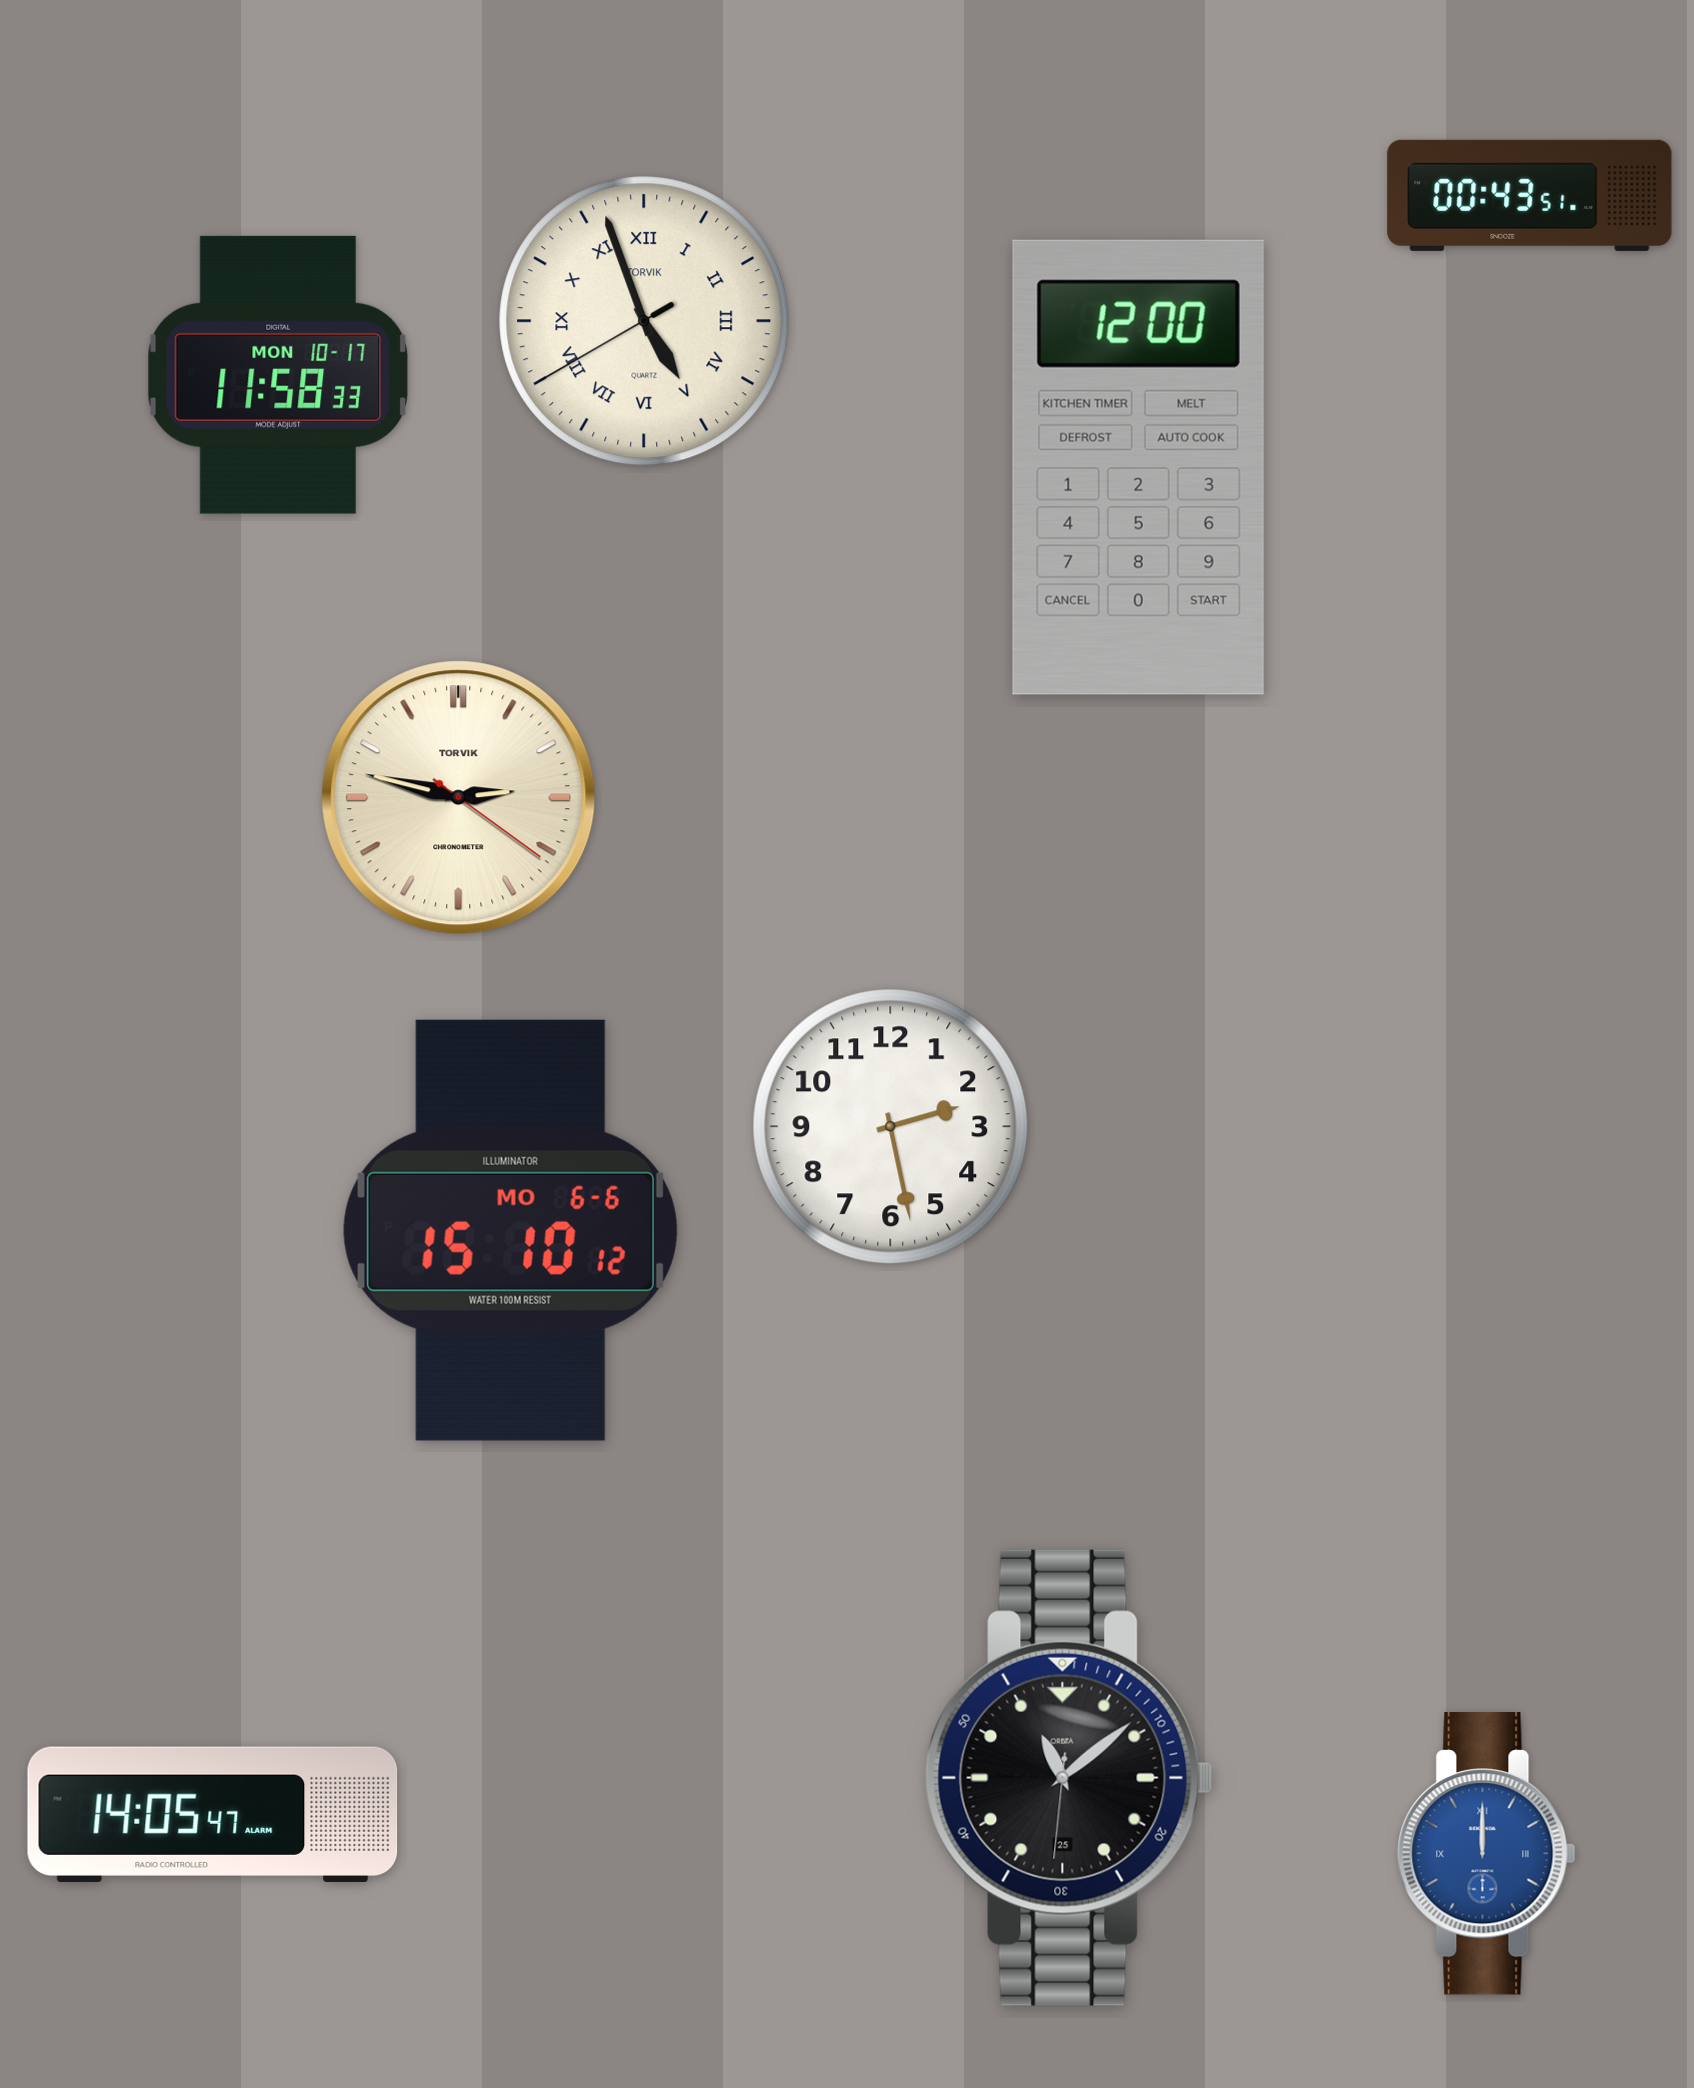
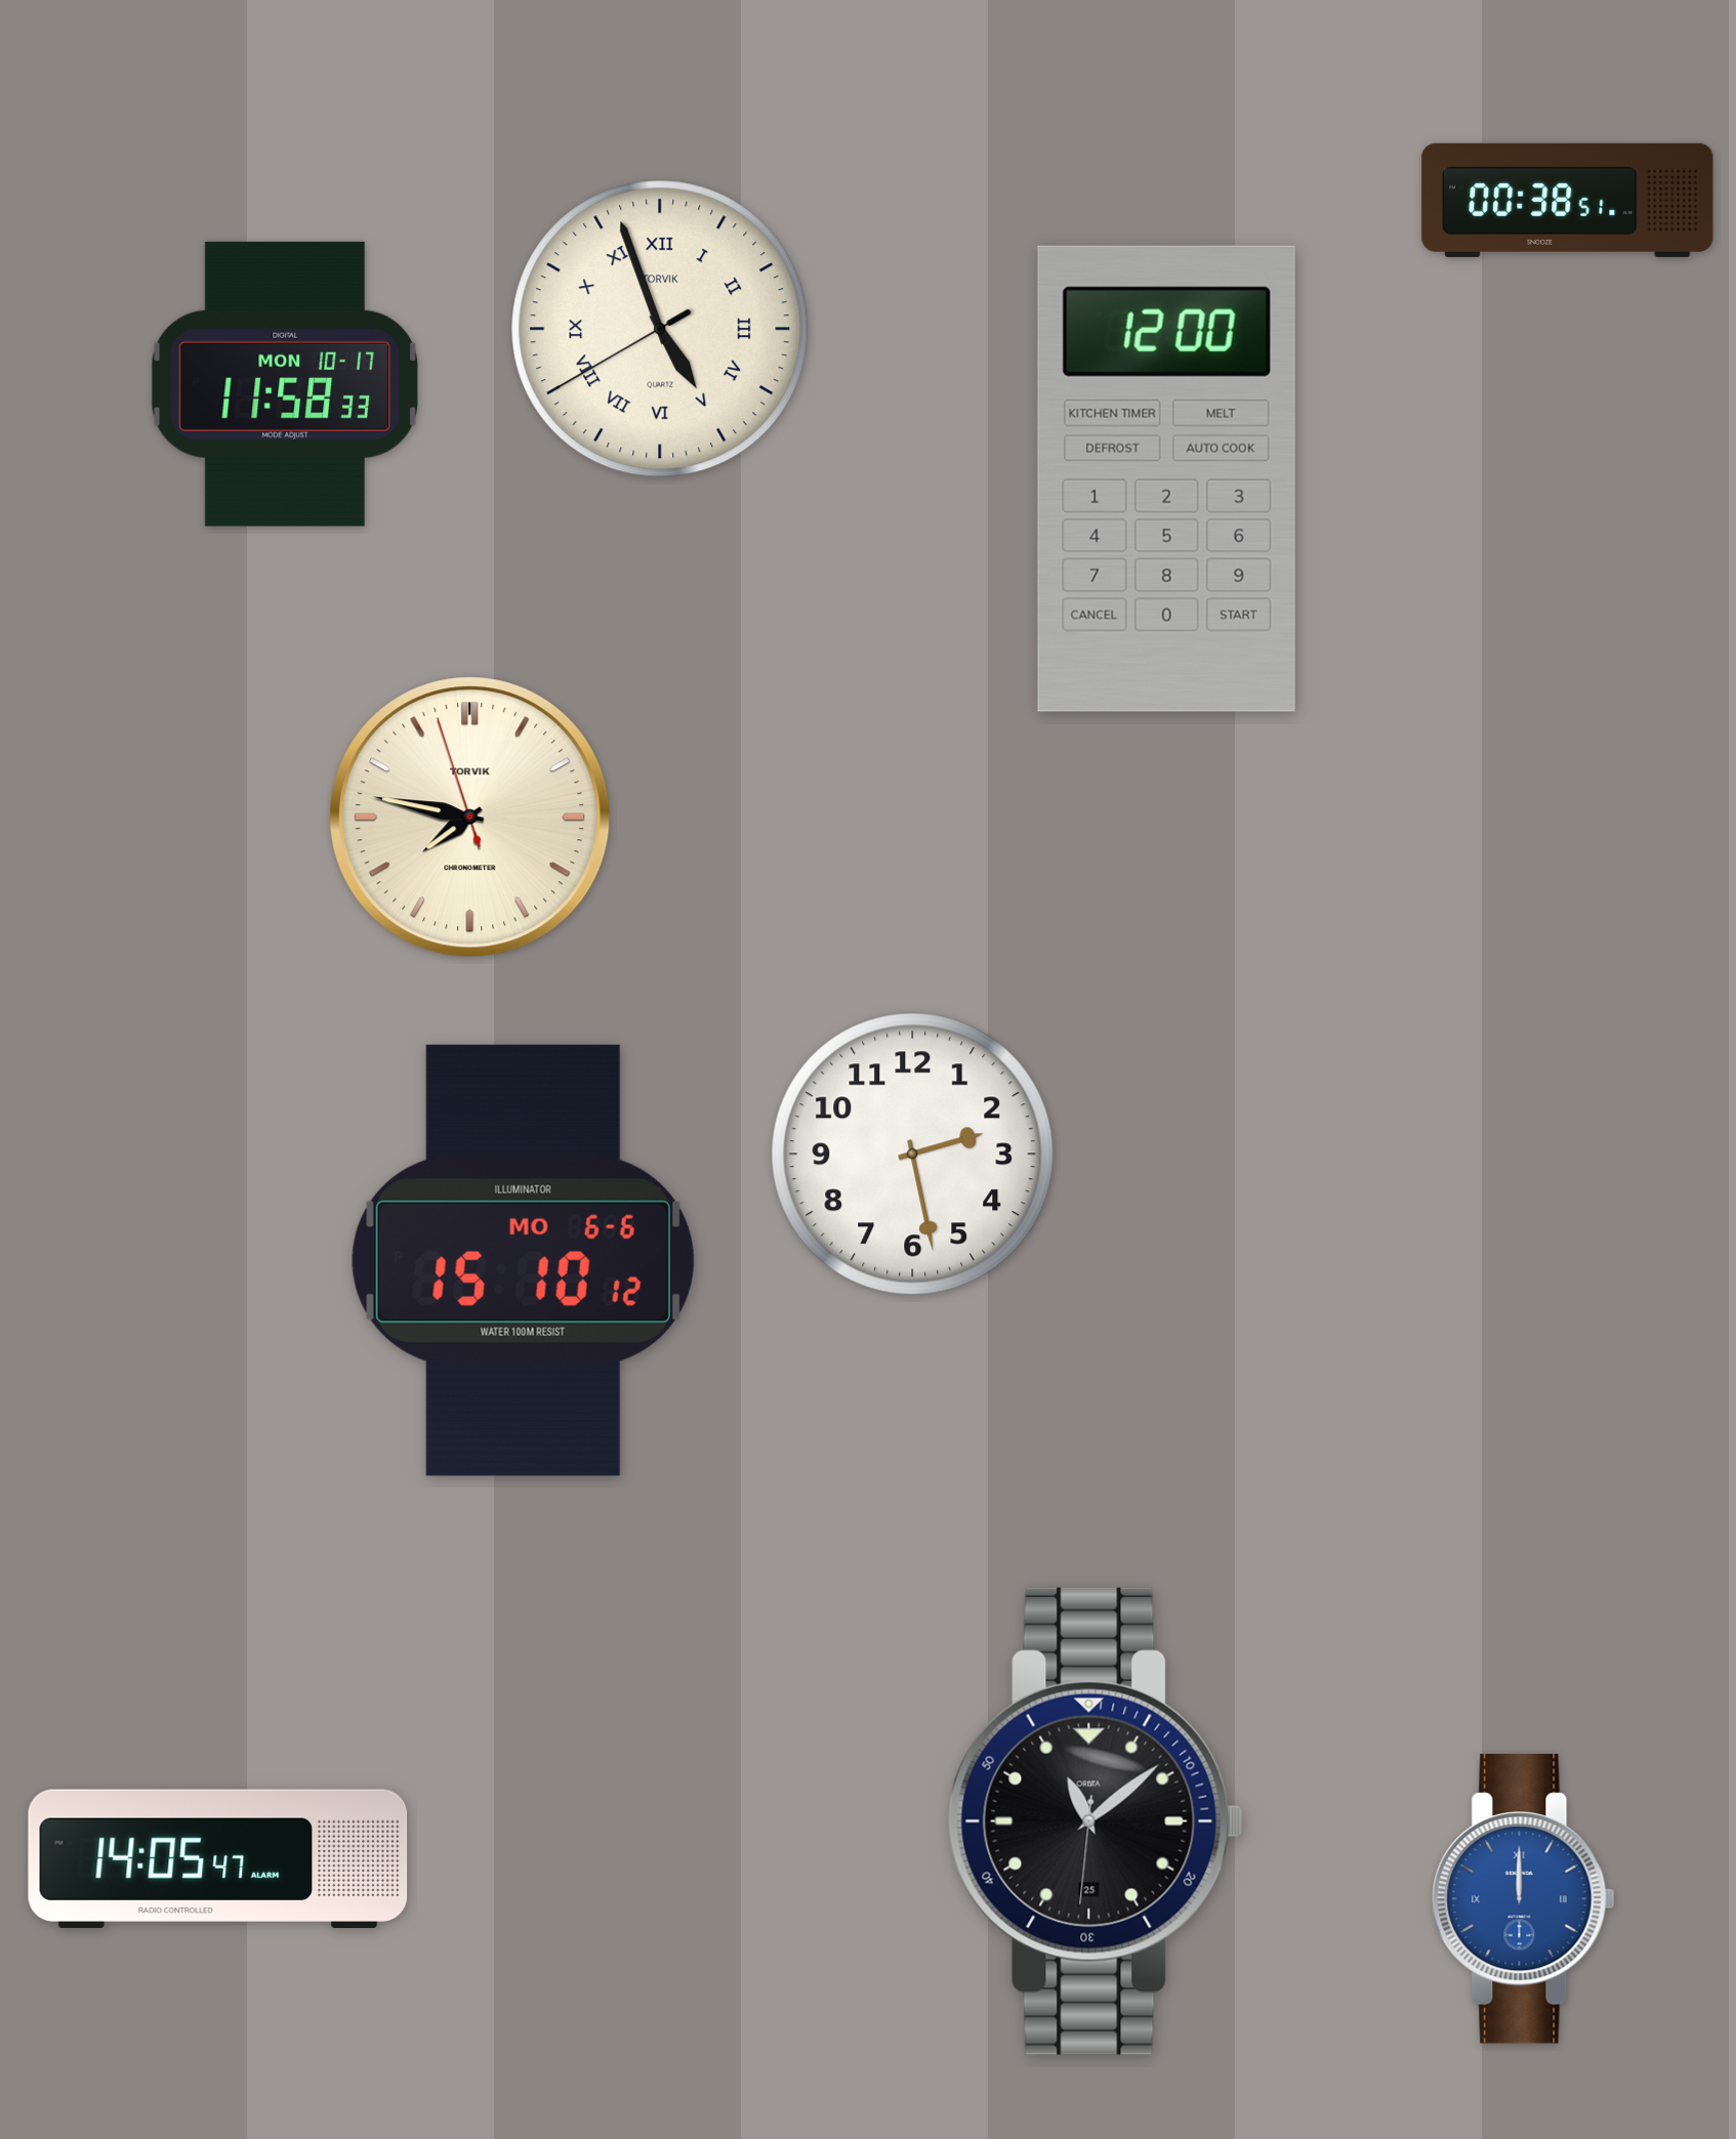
clock at (1530, 195): 00:43 -> 00:38
clock at (459, 798): 2:47 -> 7:46
